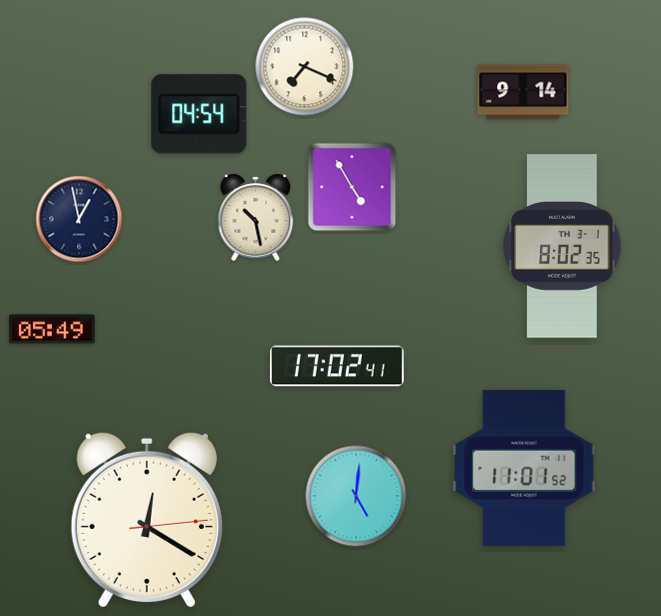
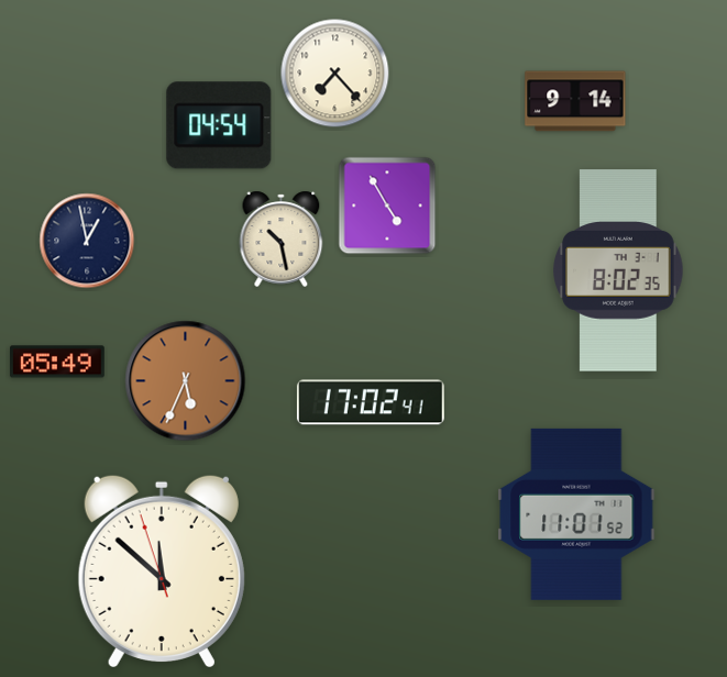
clock at (305, 67): 7:19 -> 7:23
clock at (186, 381): none -> 5:34
clock at (356, 496): 5:01 -> none
clock at (147, 519): 12:20 -> 11:51
